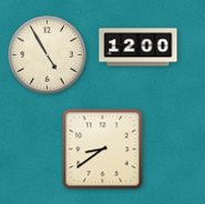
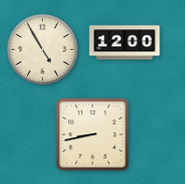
clock at (103, 150): 8:39 -> 8:43
